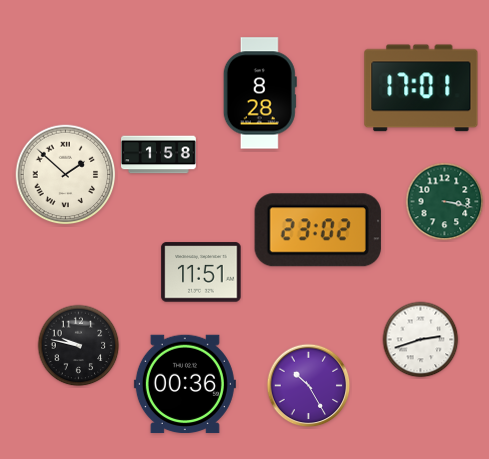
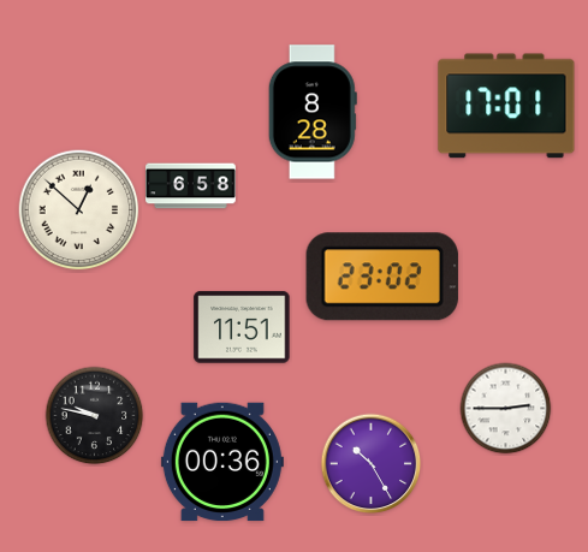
clock at (159, 155): 1:58 -> 6:58
clock at (66, 175): 1:52 -> 12:52
clock at (445, 202): 3:17 -> none
clock at (421, 340): 2:42 -> 2:45
